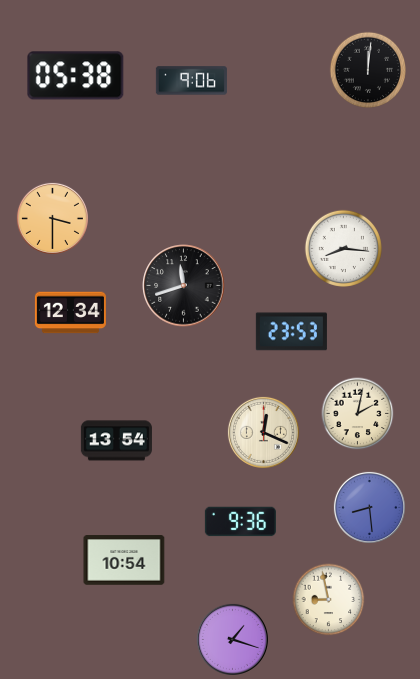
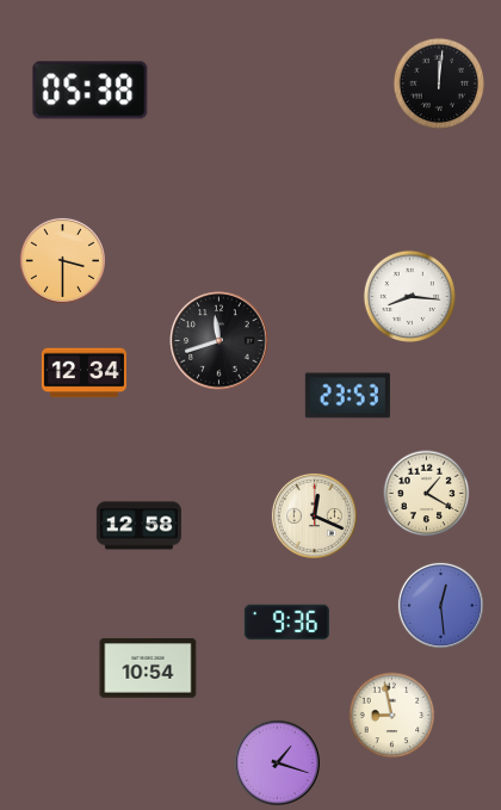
clock at (191, 81): 9:06 -> none
clock at (358, 414): 2:02 -> 1:20
clock at (116, 441): 13:54 -> 12:58
clock at (369, 507): 8:29 -> 12:29
